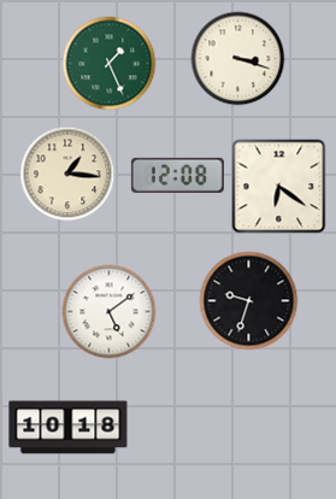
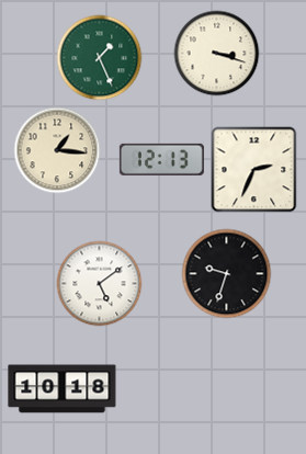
clock at (67, 174) position: (67, 174) -> (57, 150)
clock at (177, 175): 12:08 -> 12:13
clock at (278, 186): 6:21 -> 2:34
